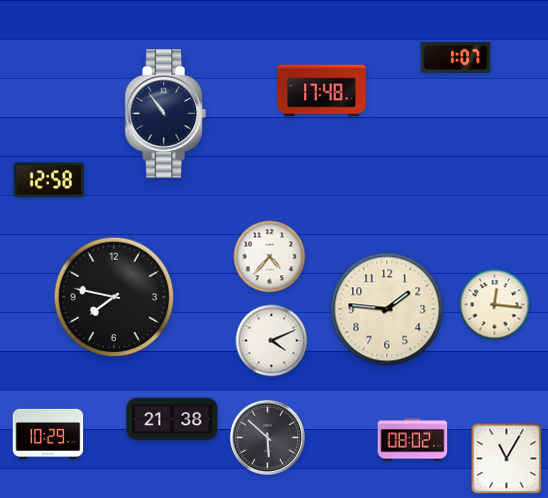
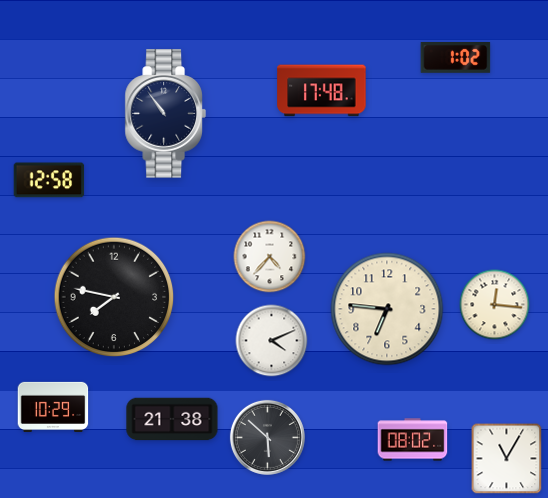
clock at (456, 58): 1:07 -> 1:02
clock at (387, 309): 1:46 -> 6:46
clock at (48, 433) position: (48, 433) -> (53, 406)
